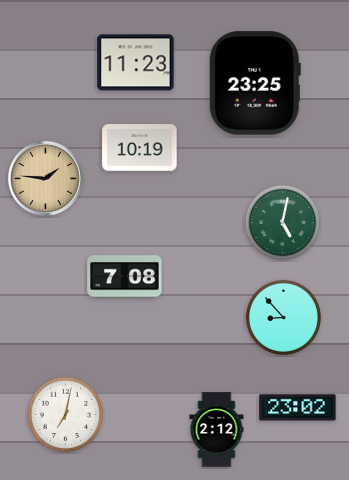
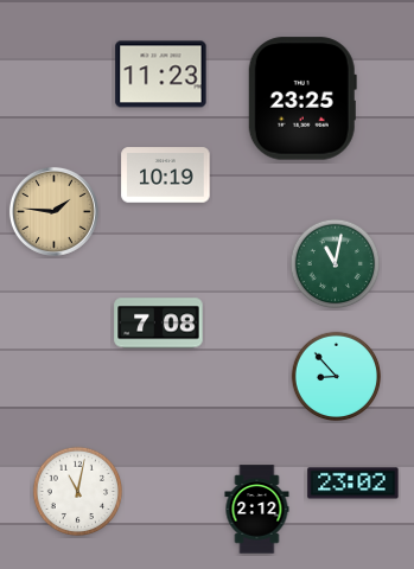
clock at (283, 223): 5:02 -> 11:02
clock at (125, 277) position: (125, 277) -> (159, 324)
clock at (66, 415): 7:02 -> 11:02
